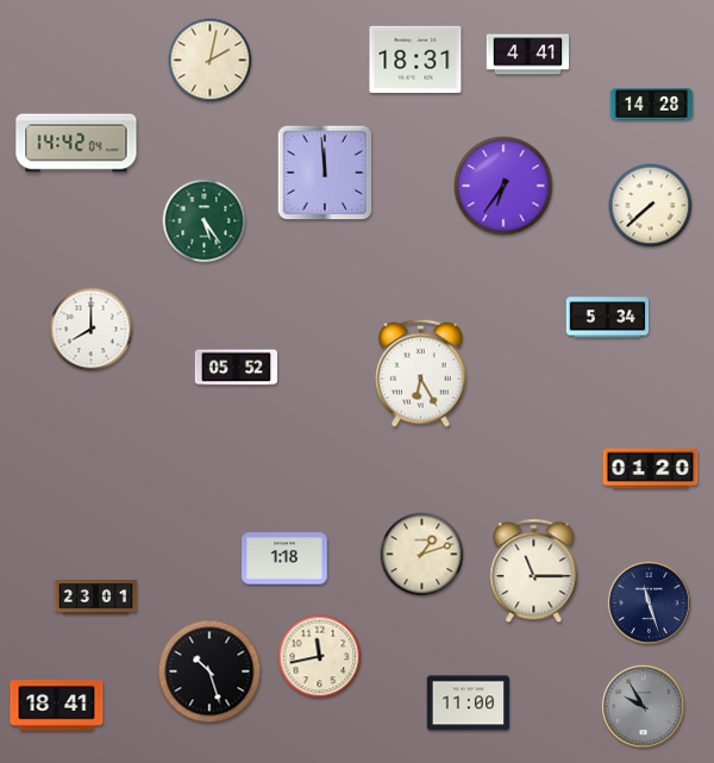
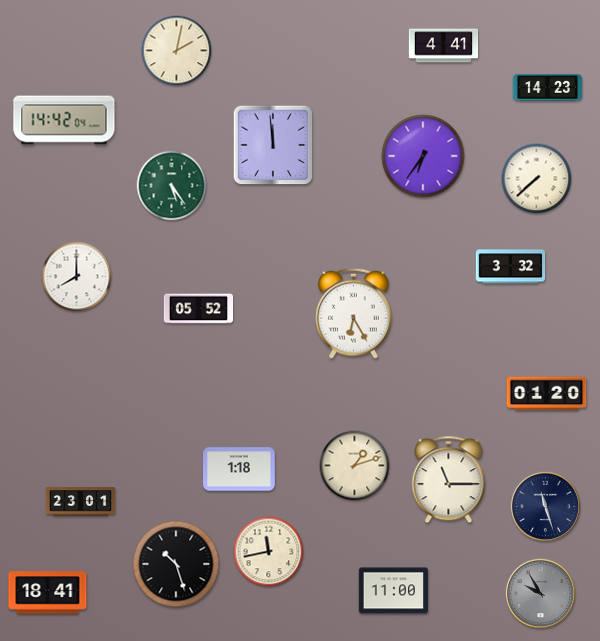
clock at (415, 58): 18:31 -> none
clock at (652, 105): 14:28 -> 14:23
clock at (651, 206) position: (651, 206) -> (537, 179)
clock at (608, 318): 5:34 -> 3:32
